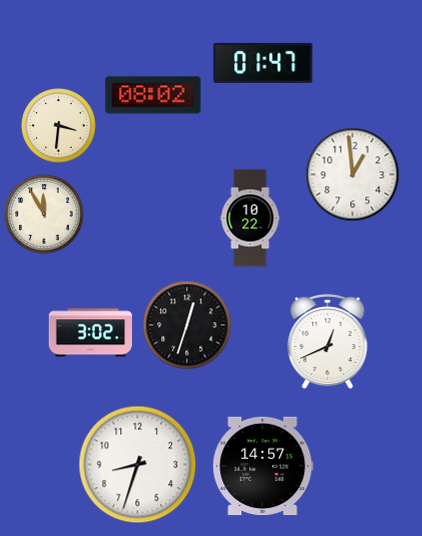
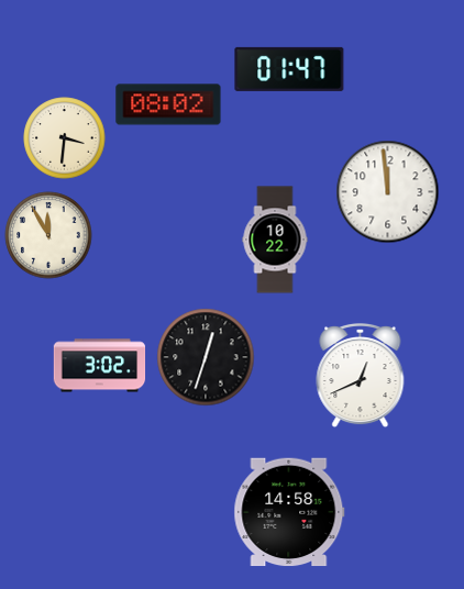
clock at (353, 175): 12:59 -> 11:59
clock at (138, 465): 8:33 -> none
clock at (263, 466): 14:57 -> 14:58
